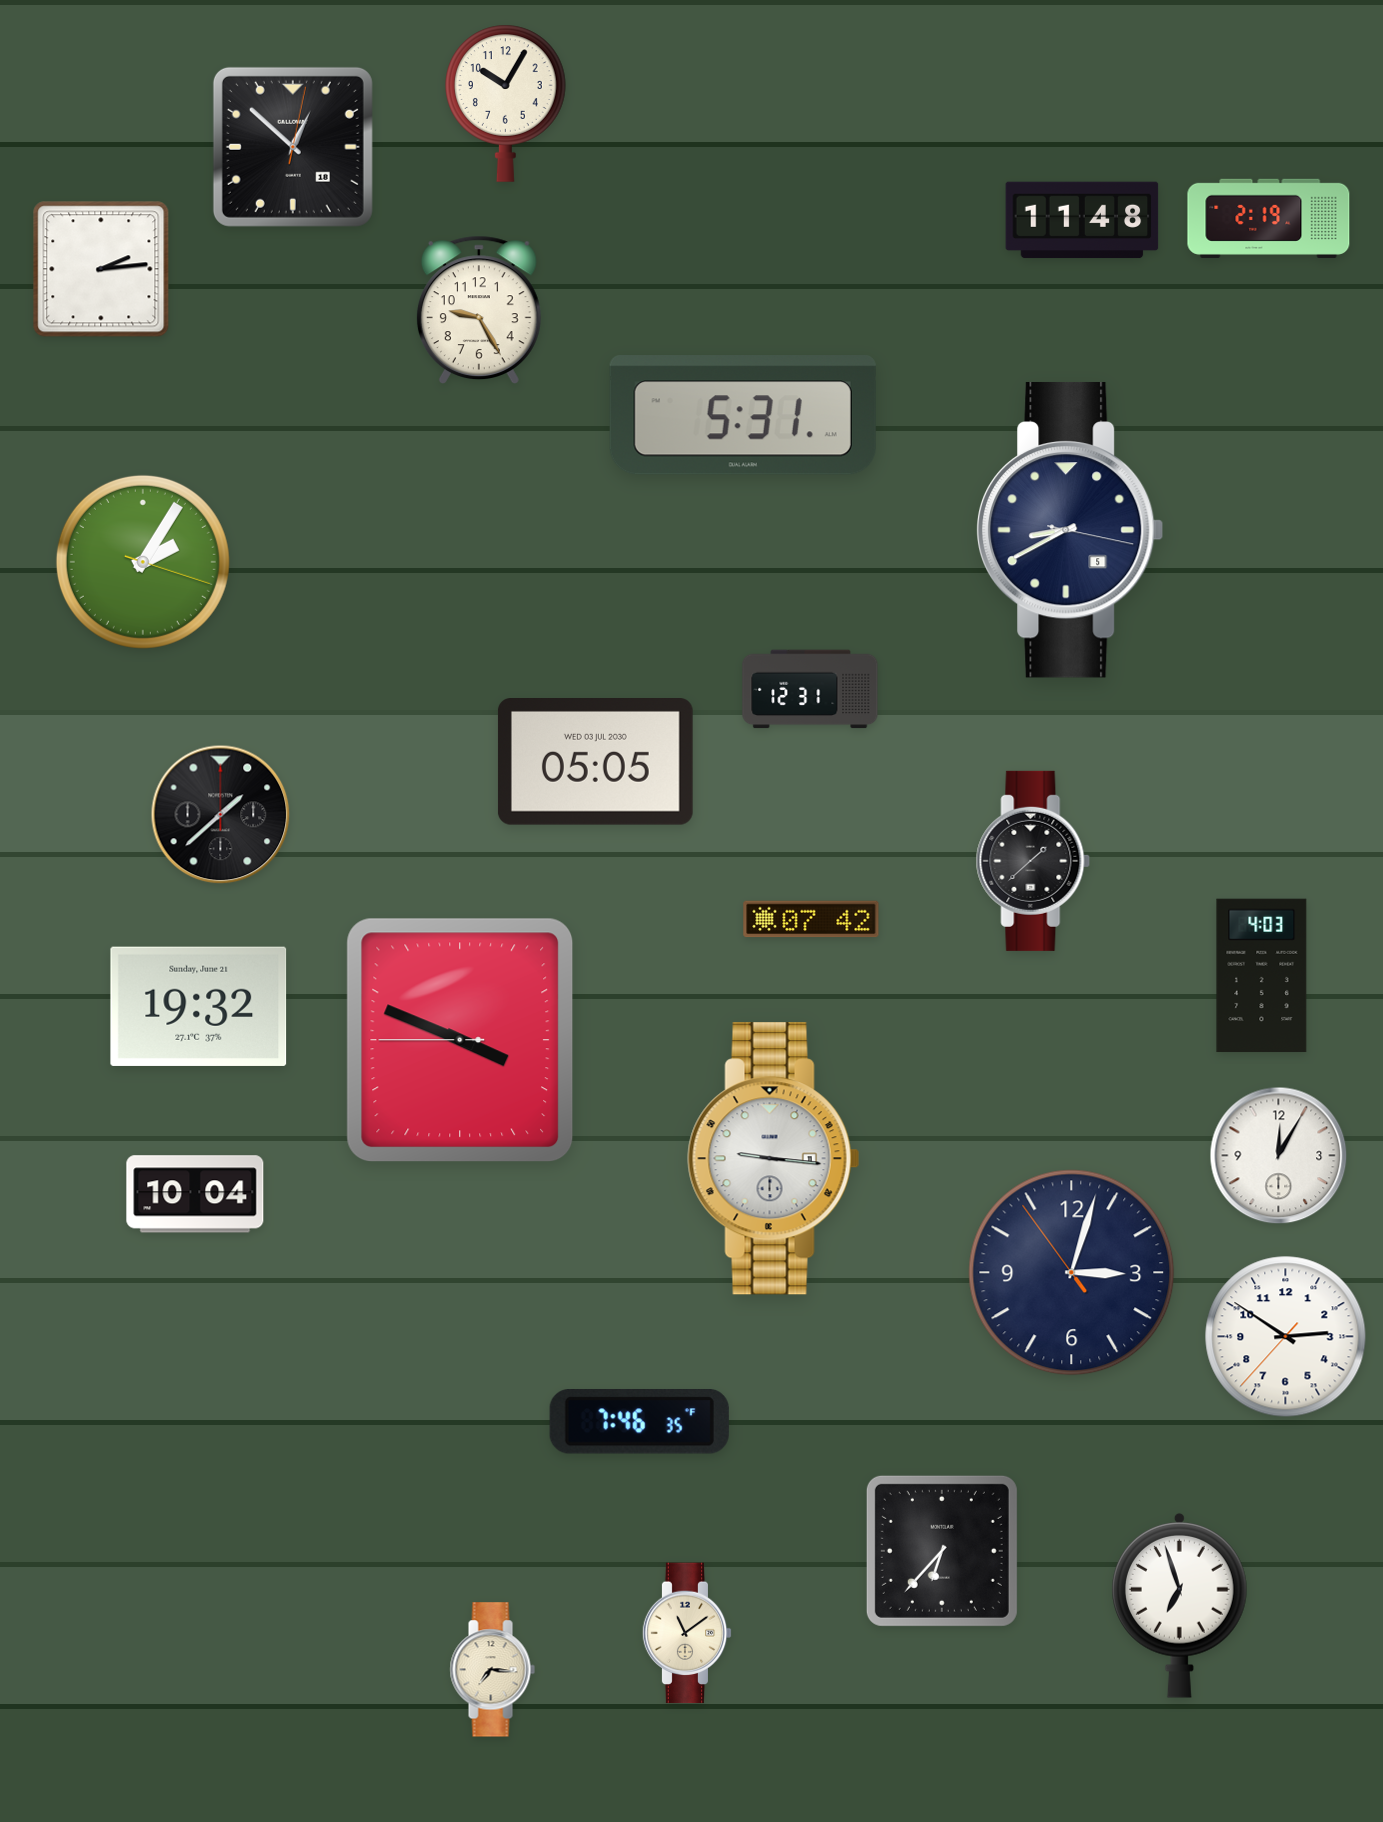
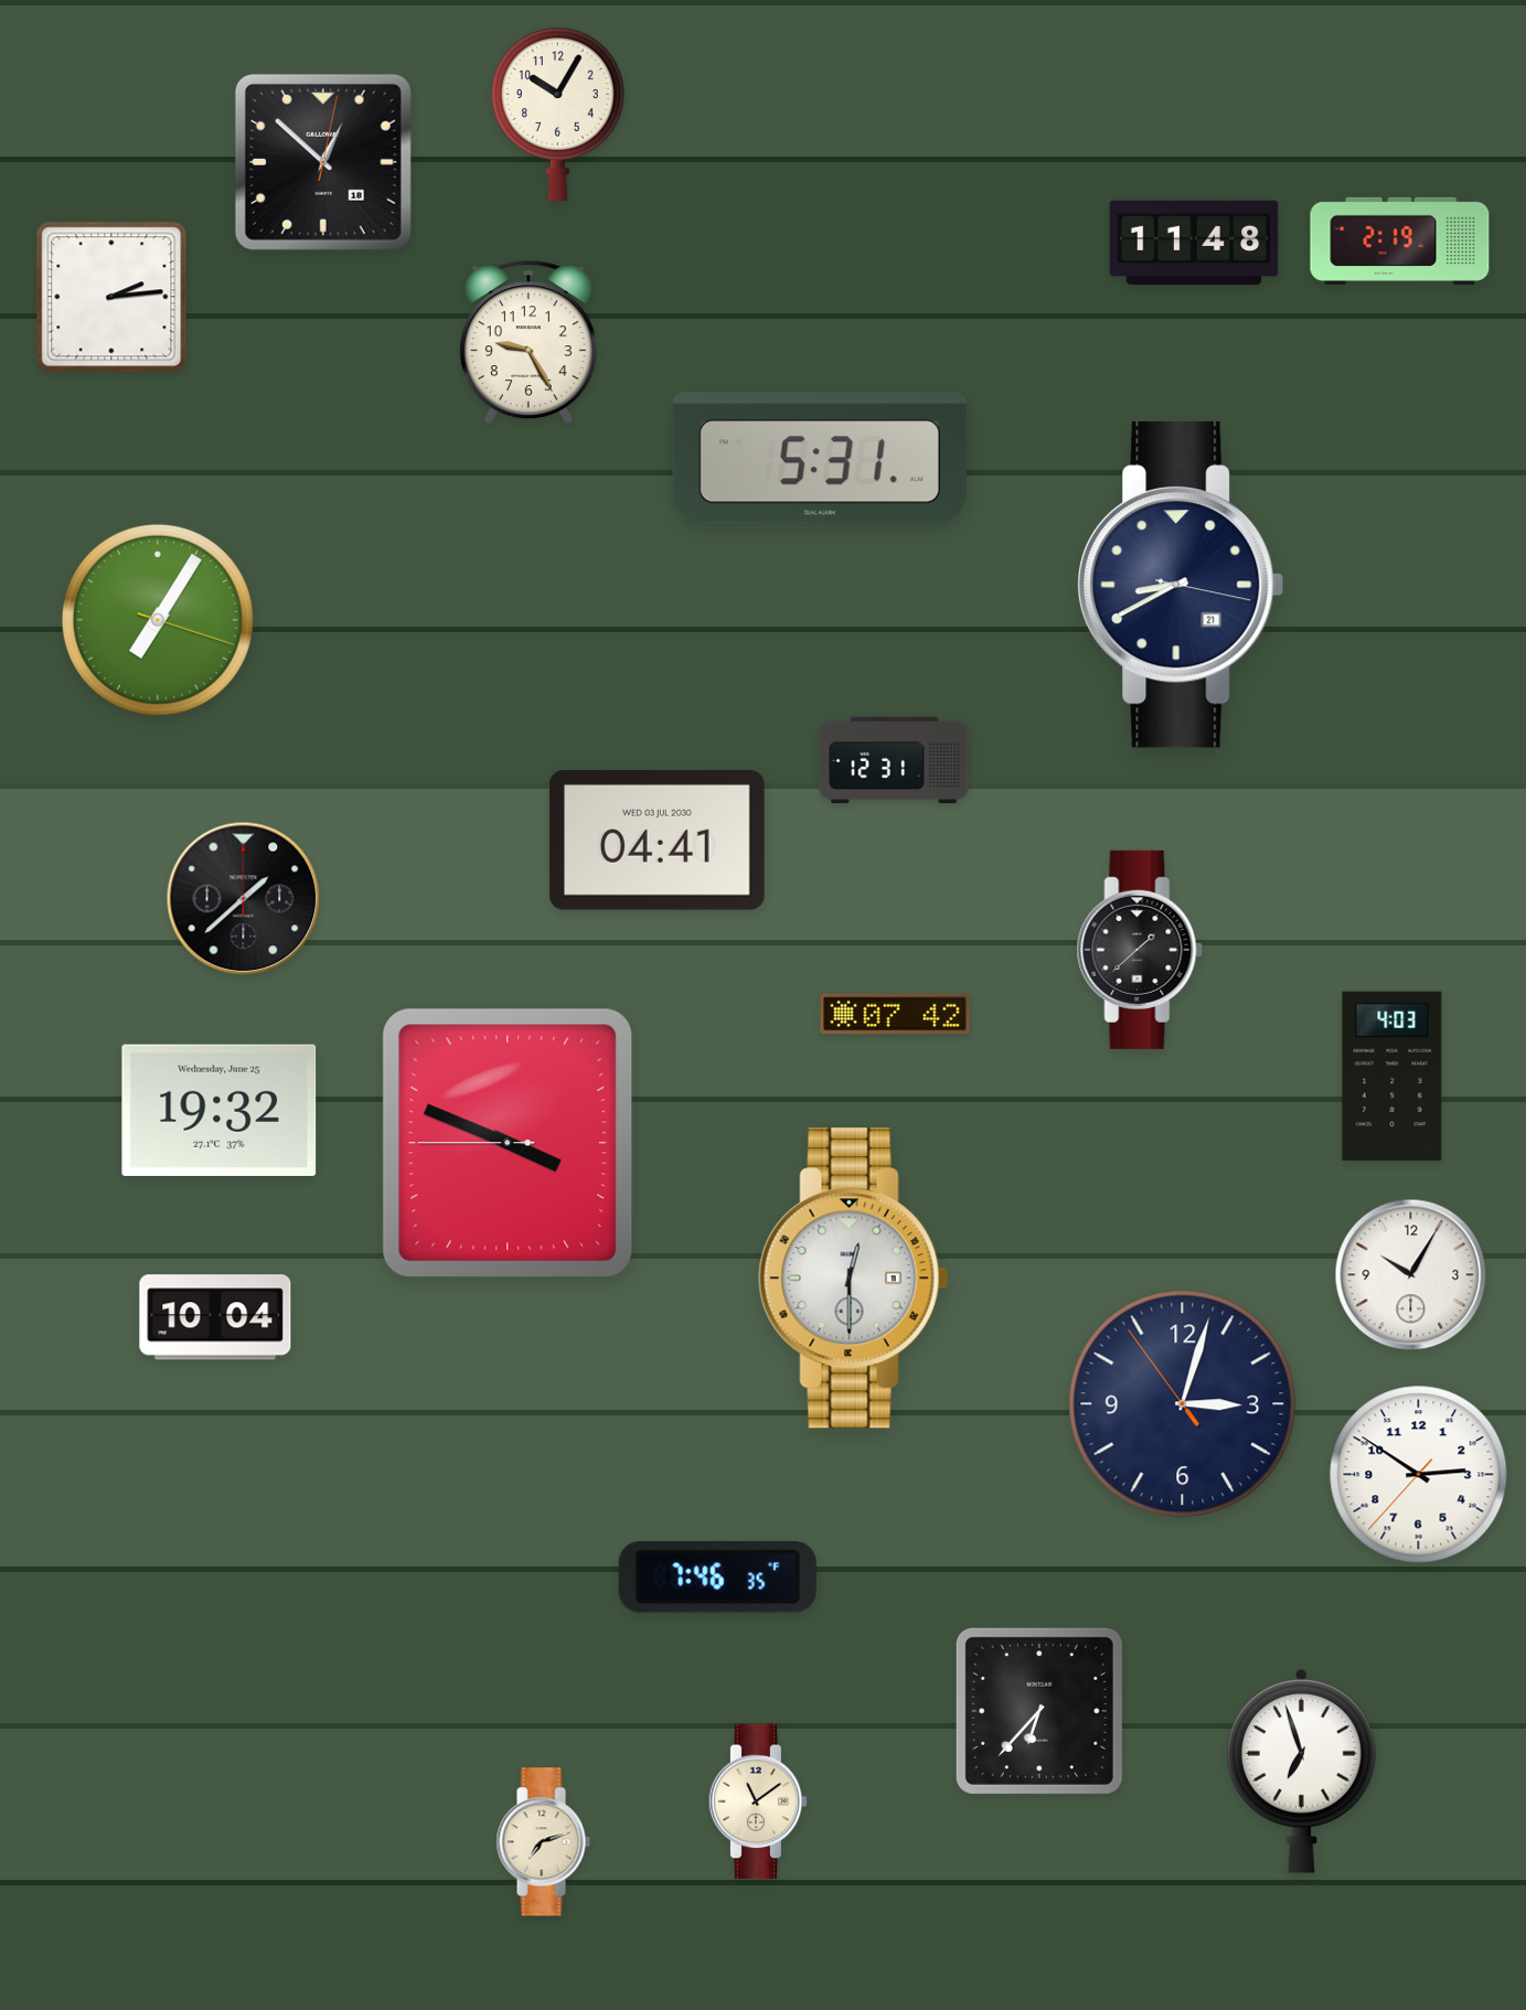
clock at (1070, 530) date: 5 -> 21
clock at (143, 562): 2:05 -> 7:05
clock at (595, 762): 05:05 -> 04:41
clock at (199, 1006) date: Sunday, June 21 -> Wednesday, June 25
clock at (460, 1040) position: (460, 1040) -> (508, 1143)
clock at (1279, 1156): 12:05 -> 10:05
clock at (774, 1159): 9:16 -> 12:30
clock at (639, 1422) position: (639, 1422) -> (717, 1578)
clock at (492, 1670): 7:16 -> 7:12
